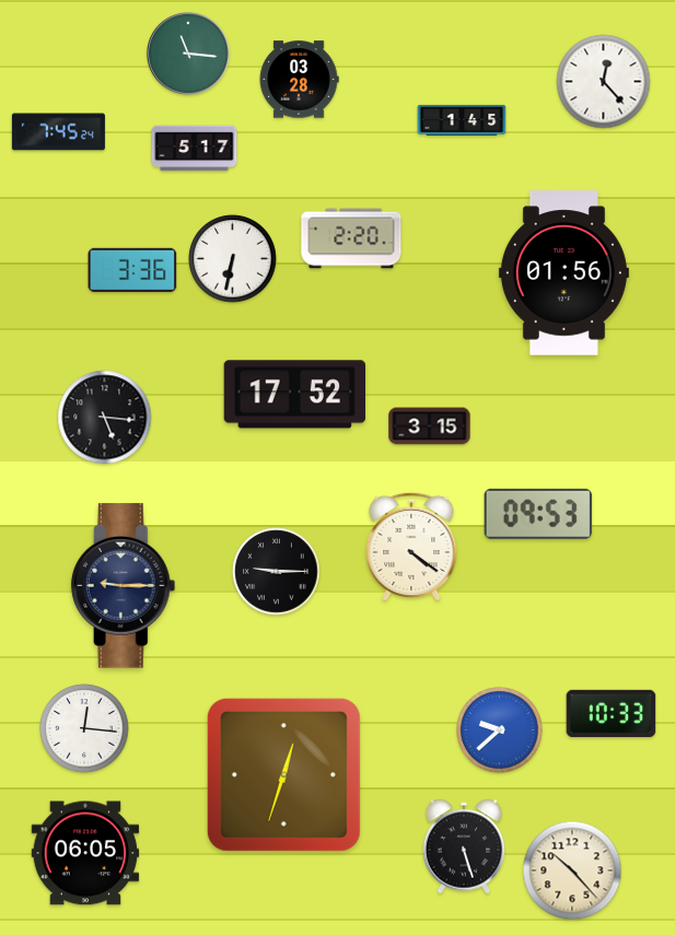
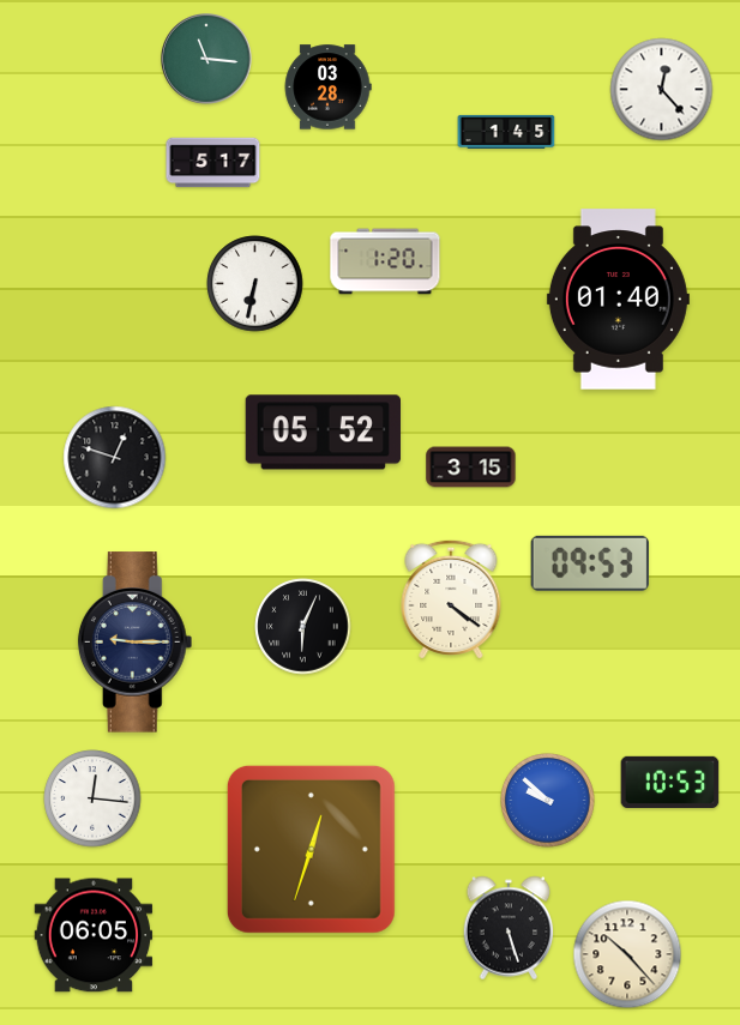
clock at (58, 132): 7:45 -> none
clock at (351, 238): 2:20 -> 1:20
clock at (132, 270): 3:36 -> none
clock at (563, 273): 01:56 -> 01:40
clock at (294, 395): 17:52 -> 05:52
clock at (105, 418): 5:16 -> 12:48
clock at (277, 572): 9:15 -> 6:04
clock at (612, 713): 10:33 -> 10:53
clock at (500, 731): 9:38 -> 9:52
